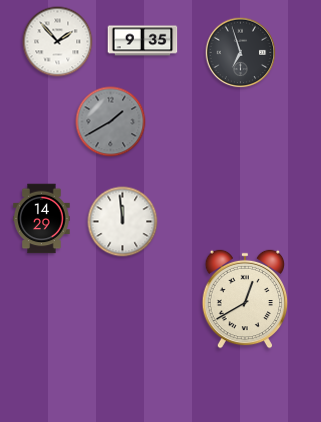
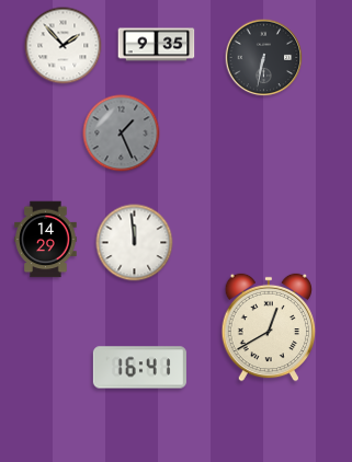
clock at (241, 53): 6:57 -> 6:32
clock at (111, 122): 1:40 -> 1:26
clock at (139, 368): none -> 16:41
